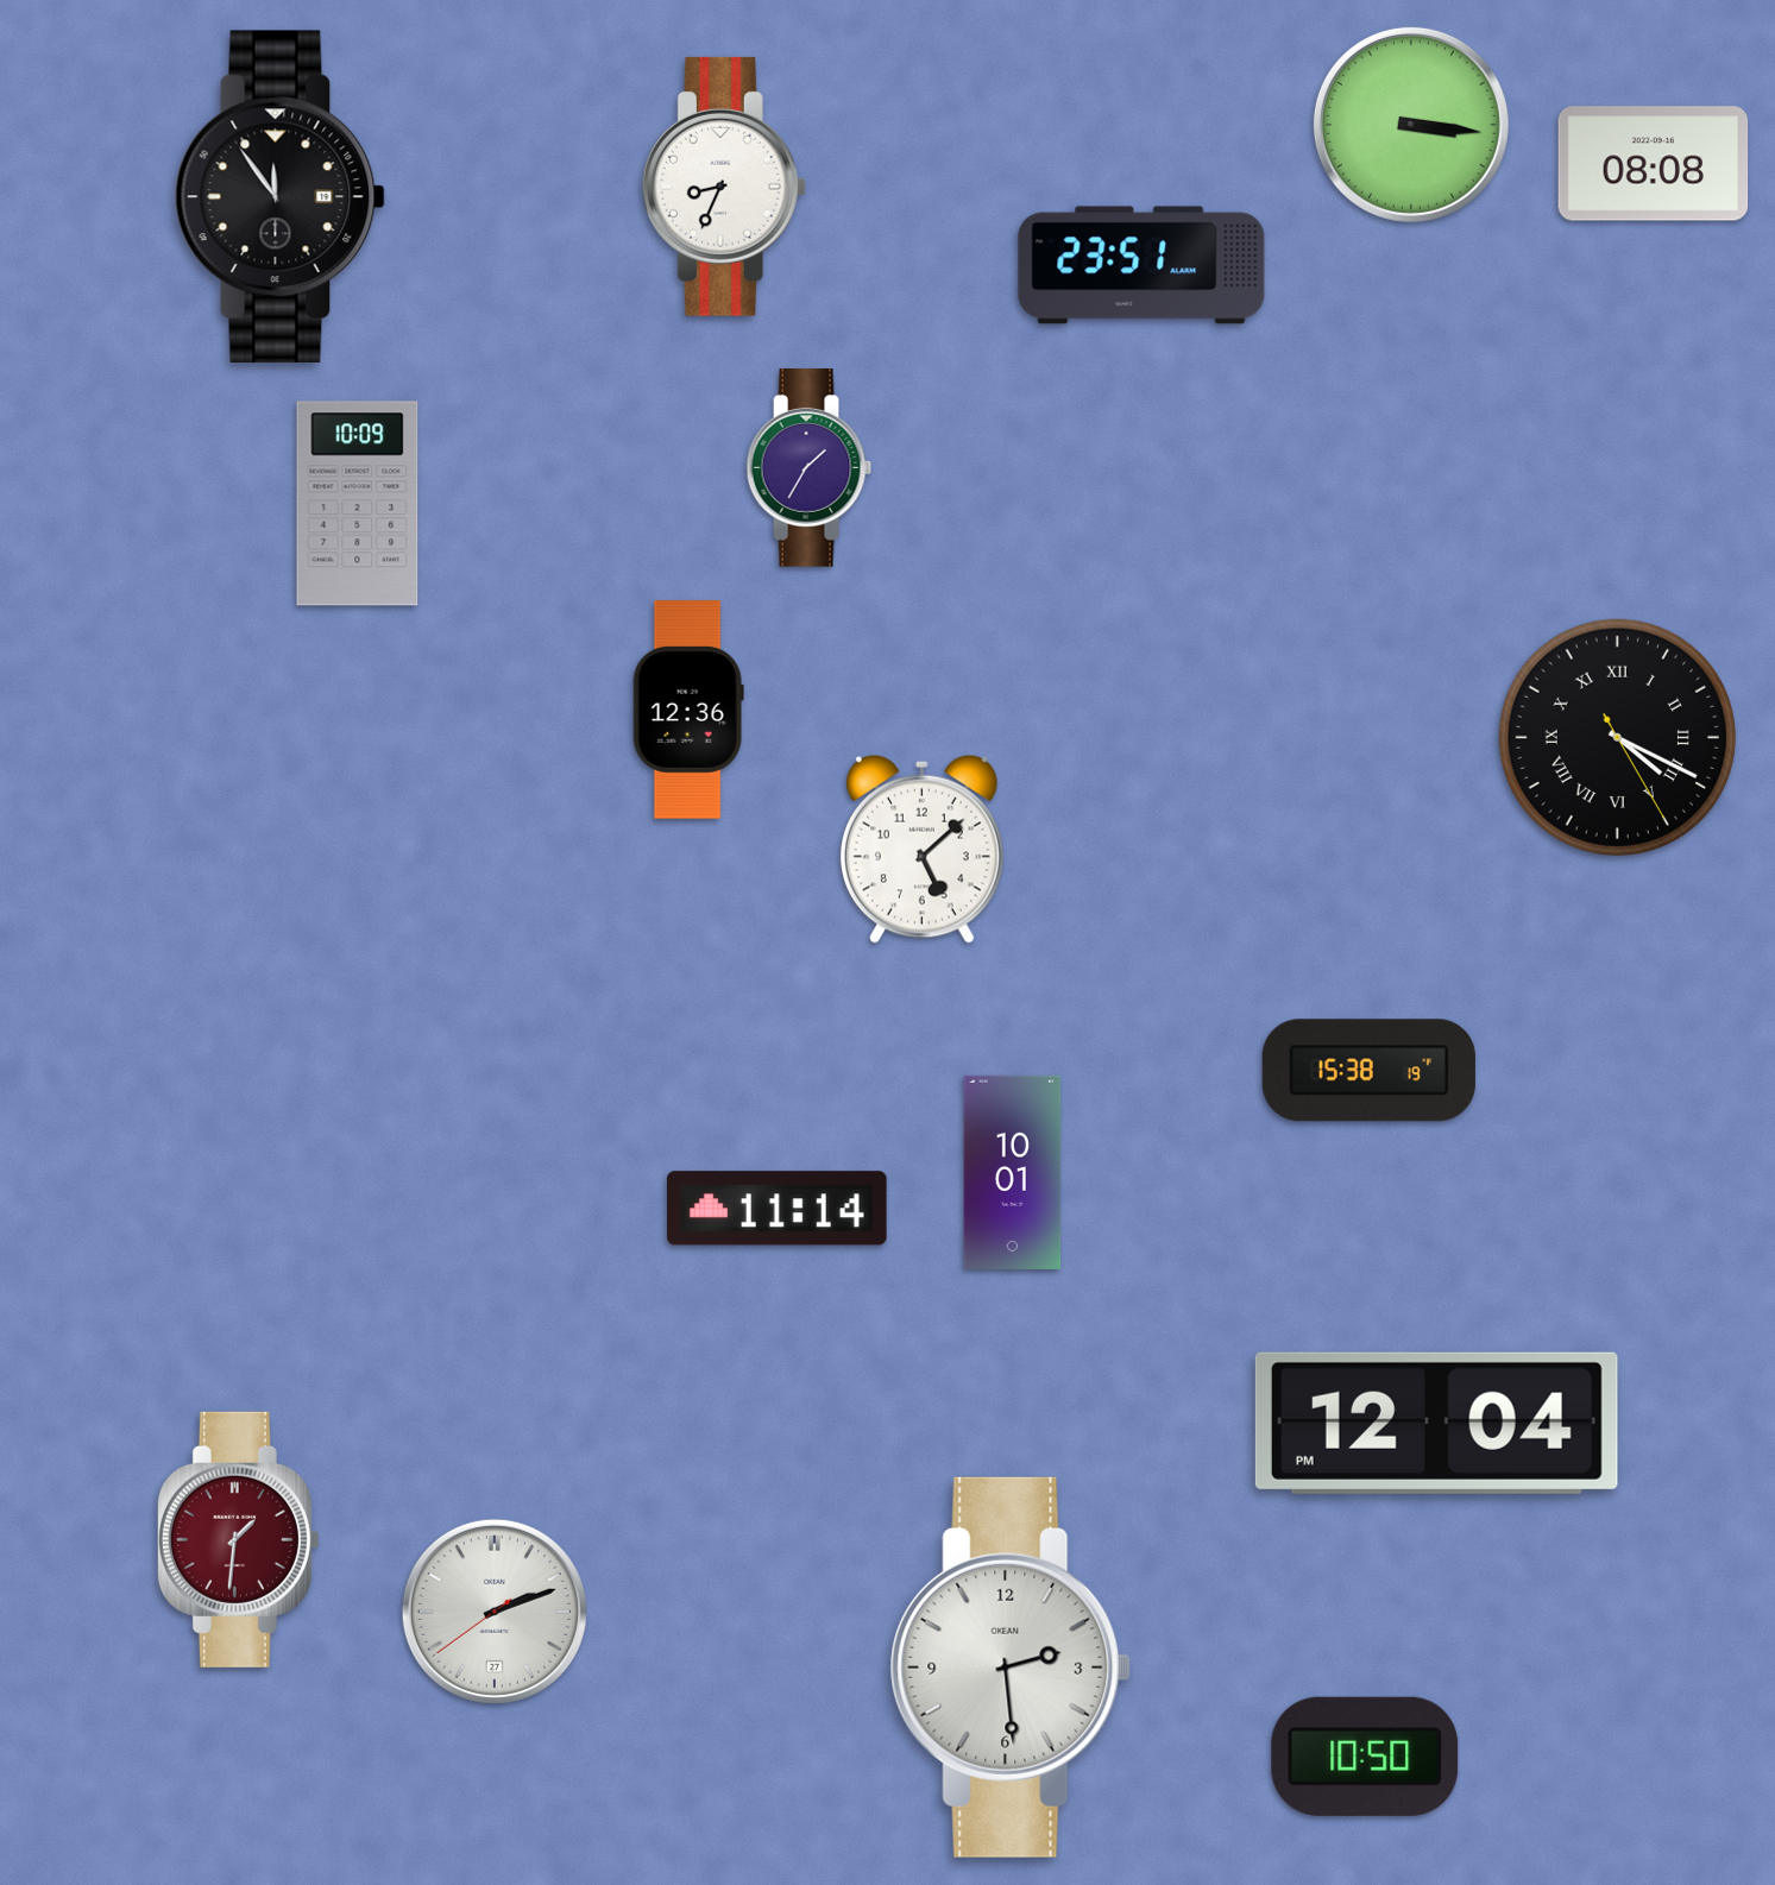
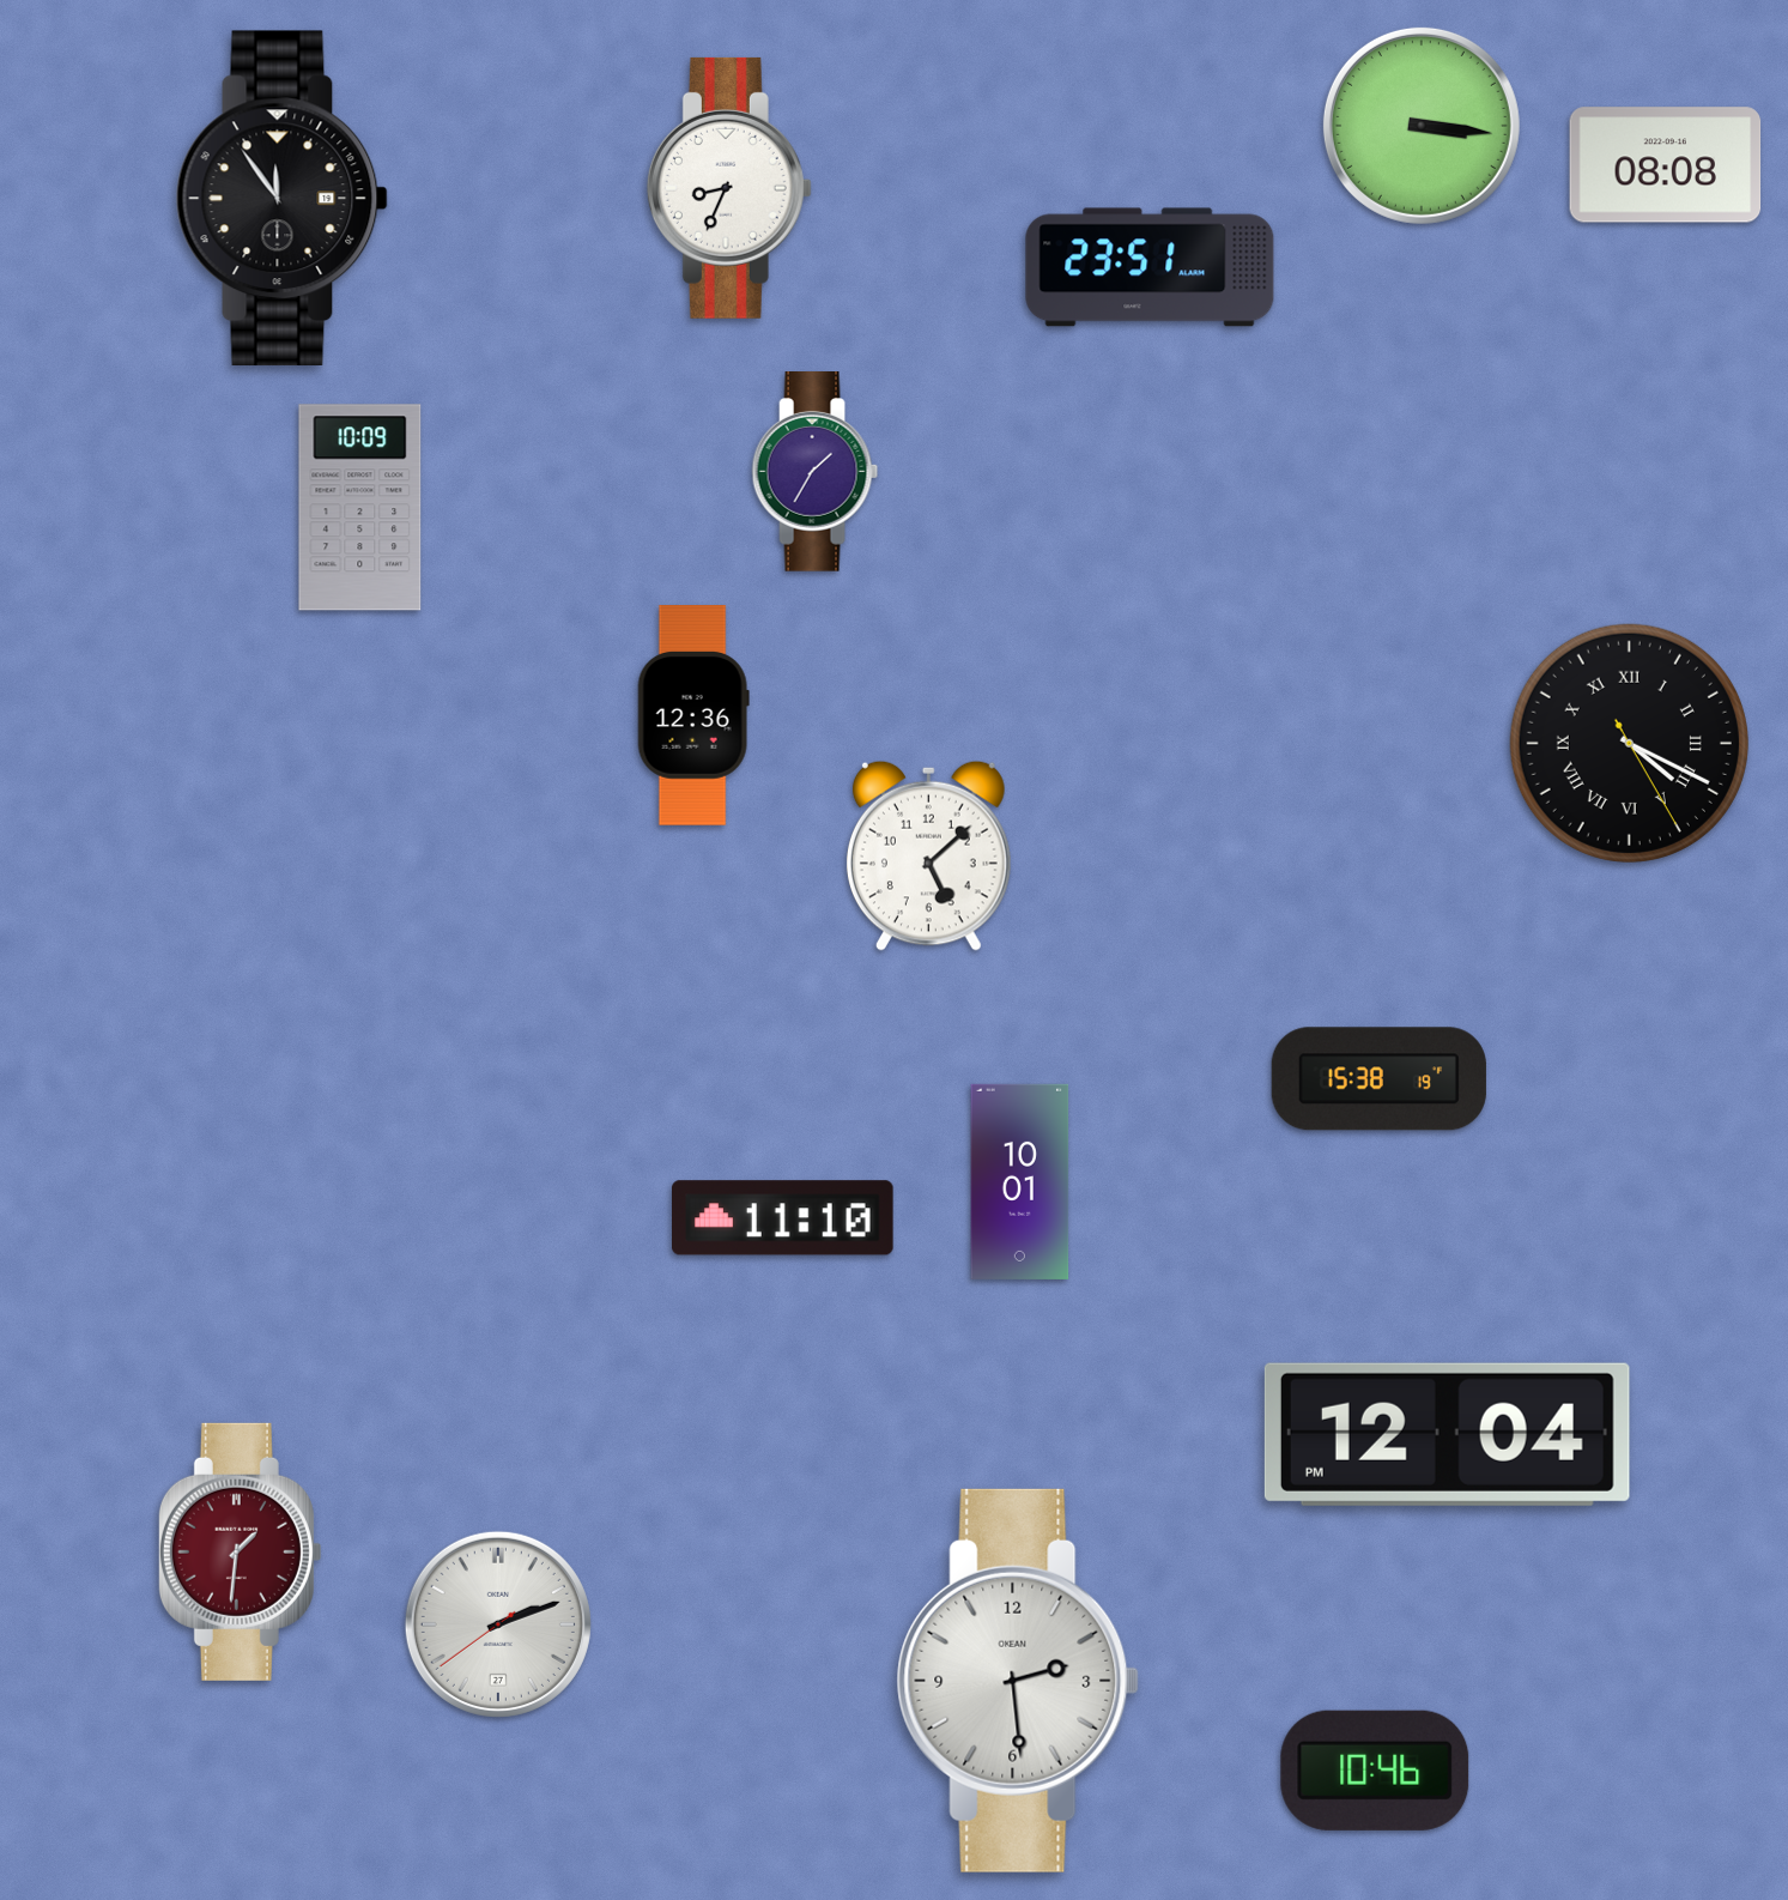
clock at (778, 1209): 11:14 -> 11:10
clock at (1365, 1757): 10:50 -> 10:46
